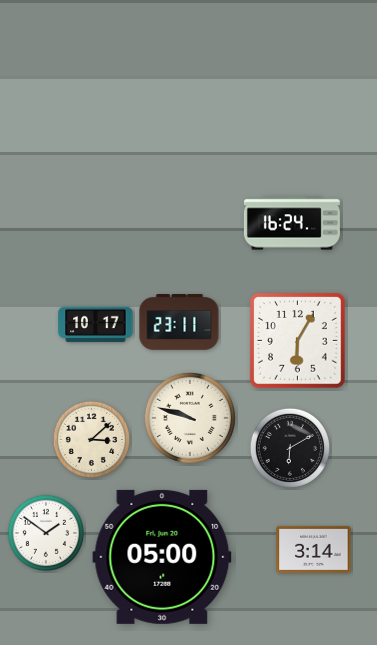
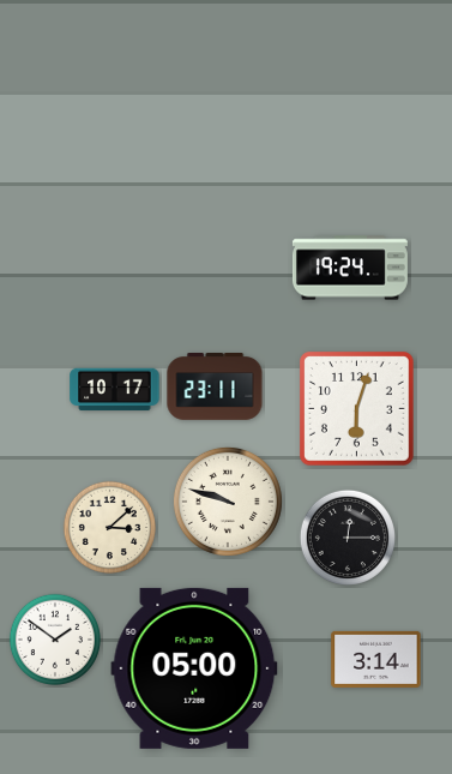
clock at (292, 223): 16:24 -> 19:24
clock at (298, 341): 6:05 -> 6:03
clock at (290, 448): 6:10 -> 12:15
